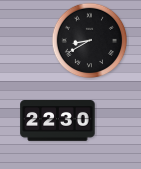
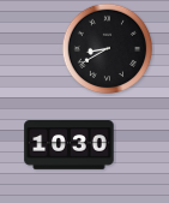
clock at (58, 121): 22:30 -> 10:30
